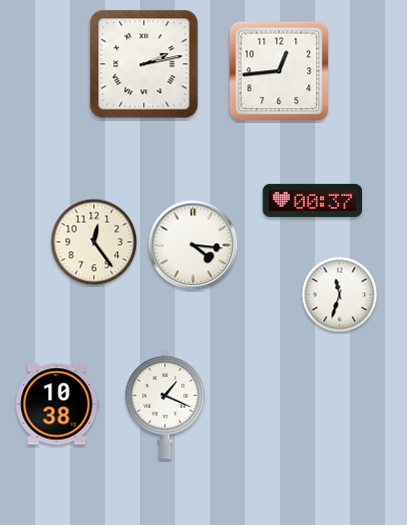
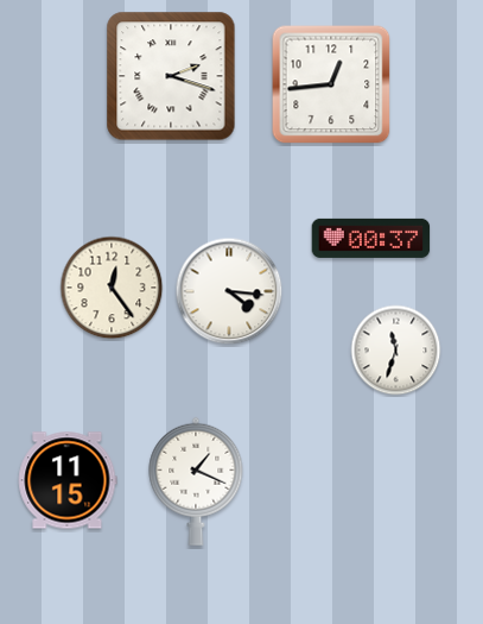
clock at (144, 64): 2:13 -> 2:18
clock at (340, 295) position: (340, 295) -> (396, 351)
clock at (57, 404): 10:38 -> 11:15
